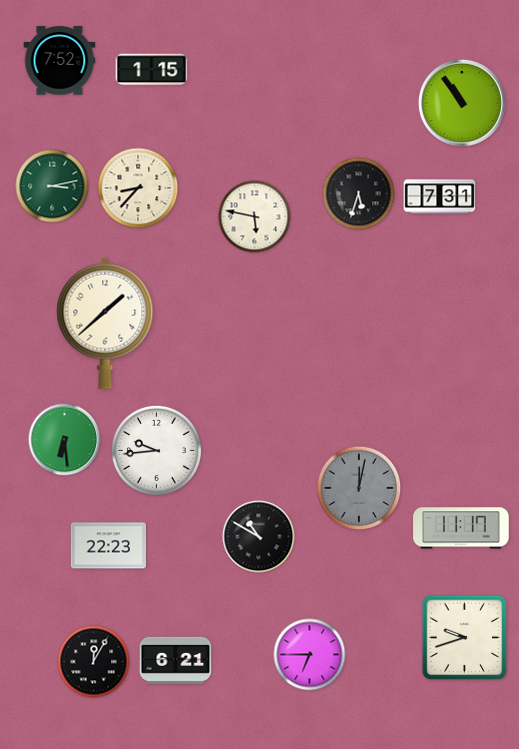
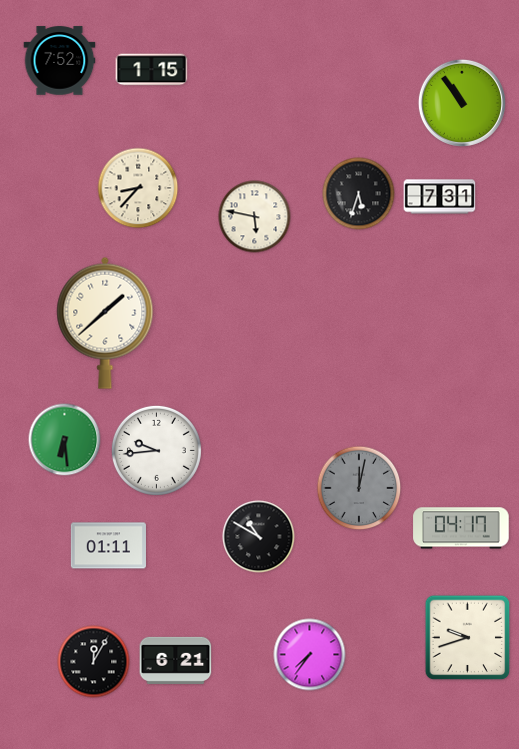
clock at (52, 186): 3:13 -> none
clock at (461, 528): 11:17 -> 04:17
clock at (108, 546): 22:23 -> 01:11
clock at (465, 638) position: (465, 638) -> (468, 638)
clock at (310, 655): 6:45 -> 7:36
